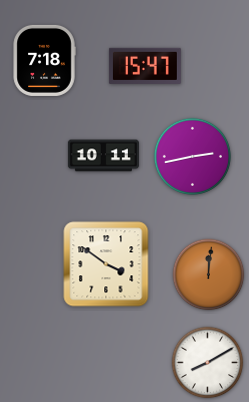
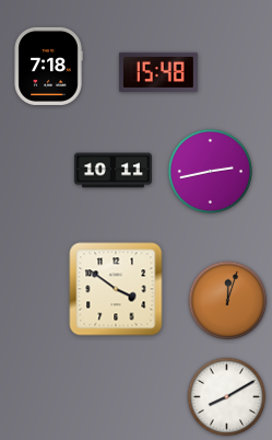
clock at (145, 66): 15:47 -> 15:48
clock at (209, 275): 12:01 -> 12:03
